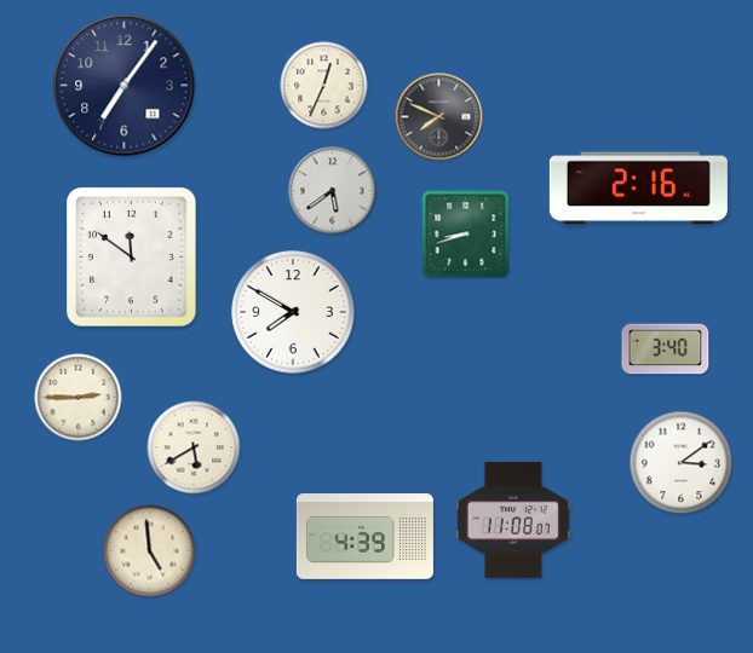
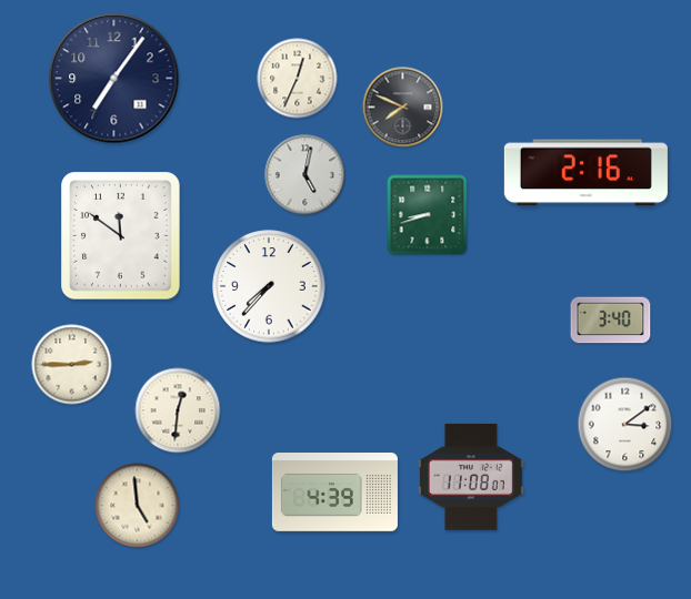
clock at (333, 191): 5:39 -> 5:02
clock at (293, 312): 7:50 -> 7:37
clock at (194, 447): 5:40 -> 12:31
